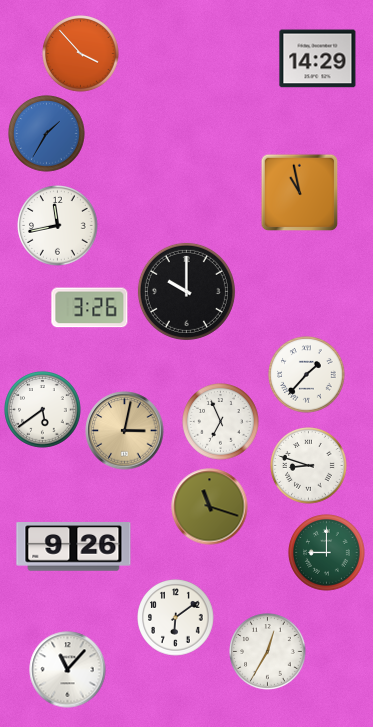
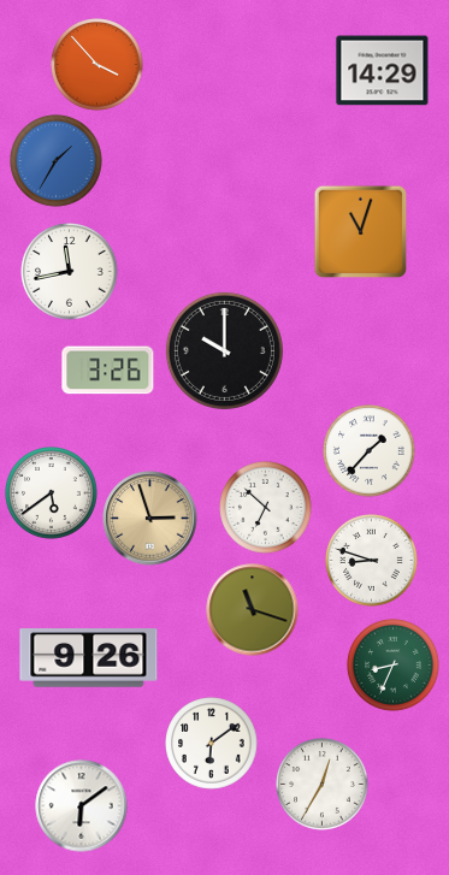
clock at (299, 192): 10:58 -> 11:03
clock at (221, 422): 6:56 -> 6:52
clock at (125, 431): 3:02 -> 2:57
clock at (327, 553): 9:00 -> 8:34
clock at (68, 670): 11:07 -> 6:09
